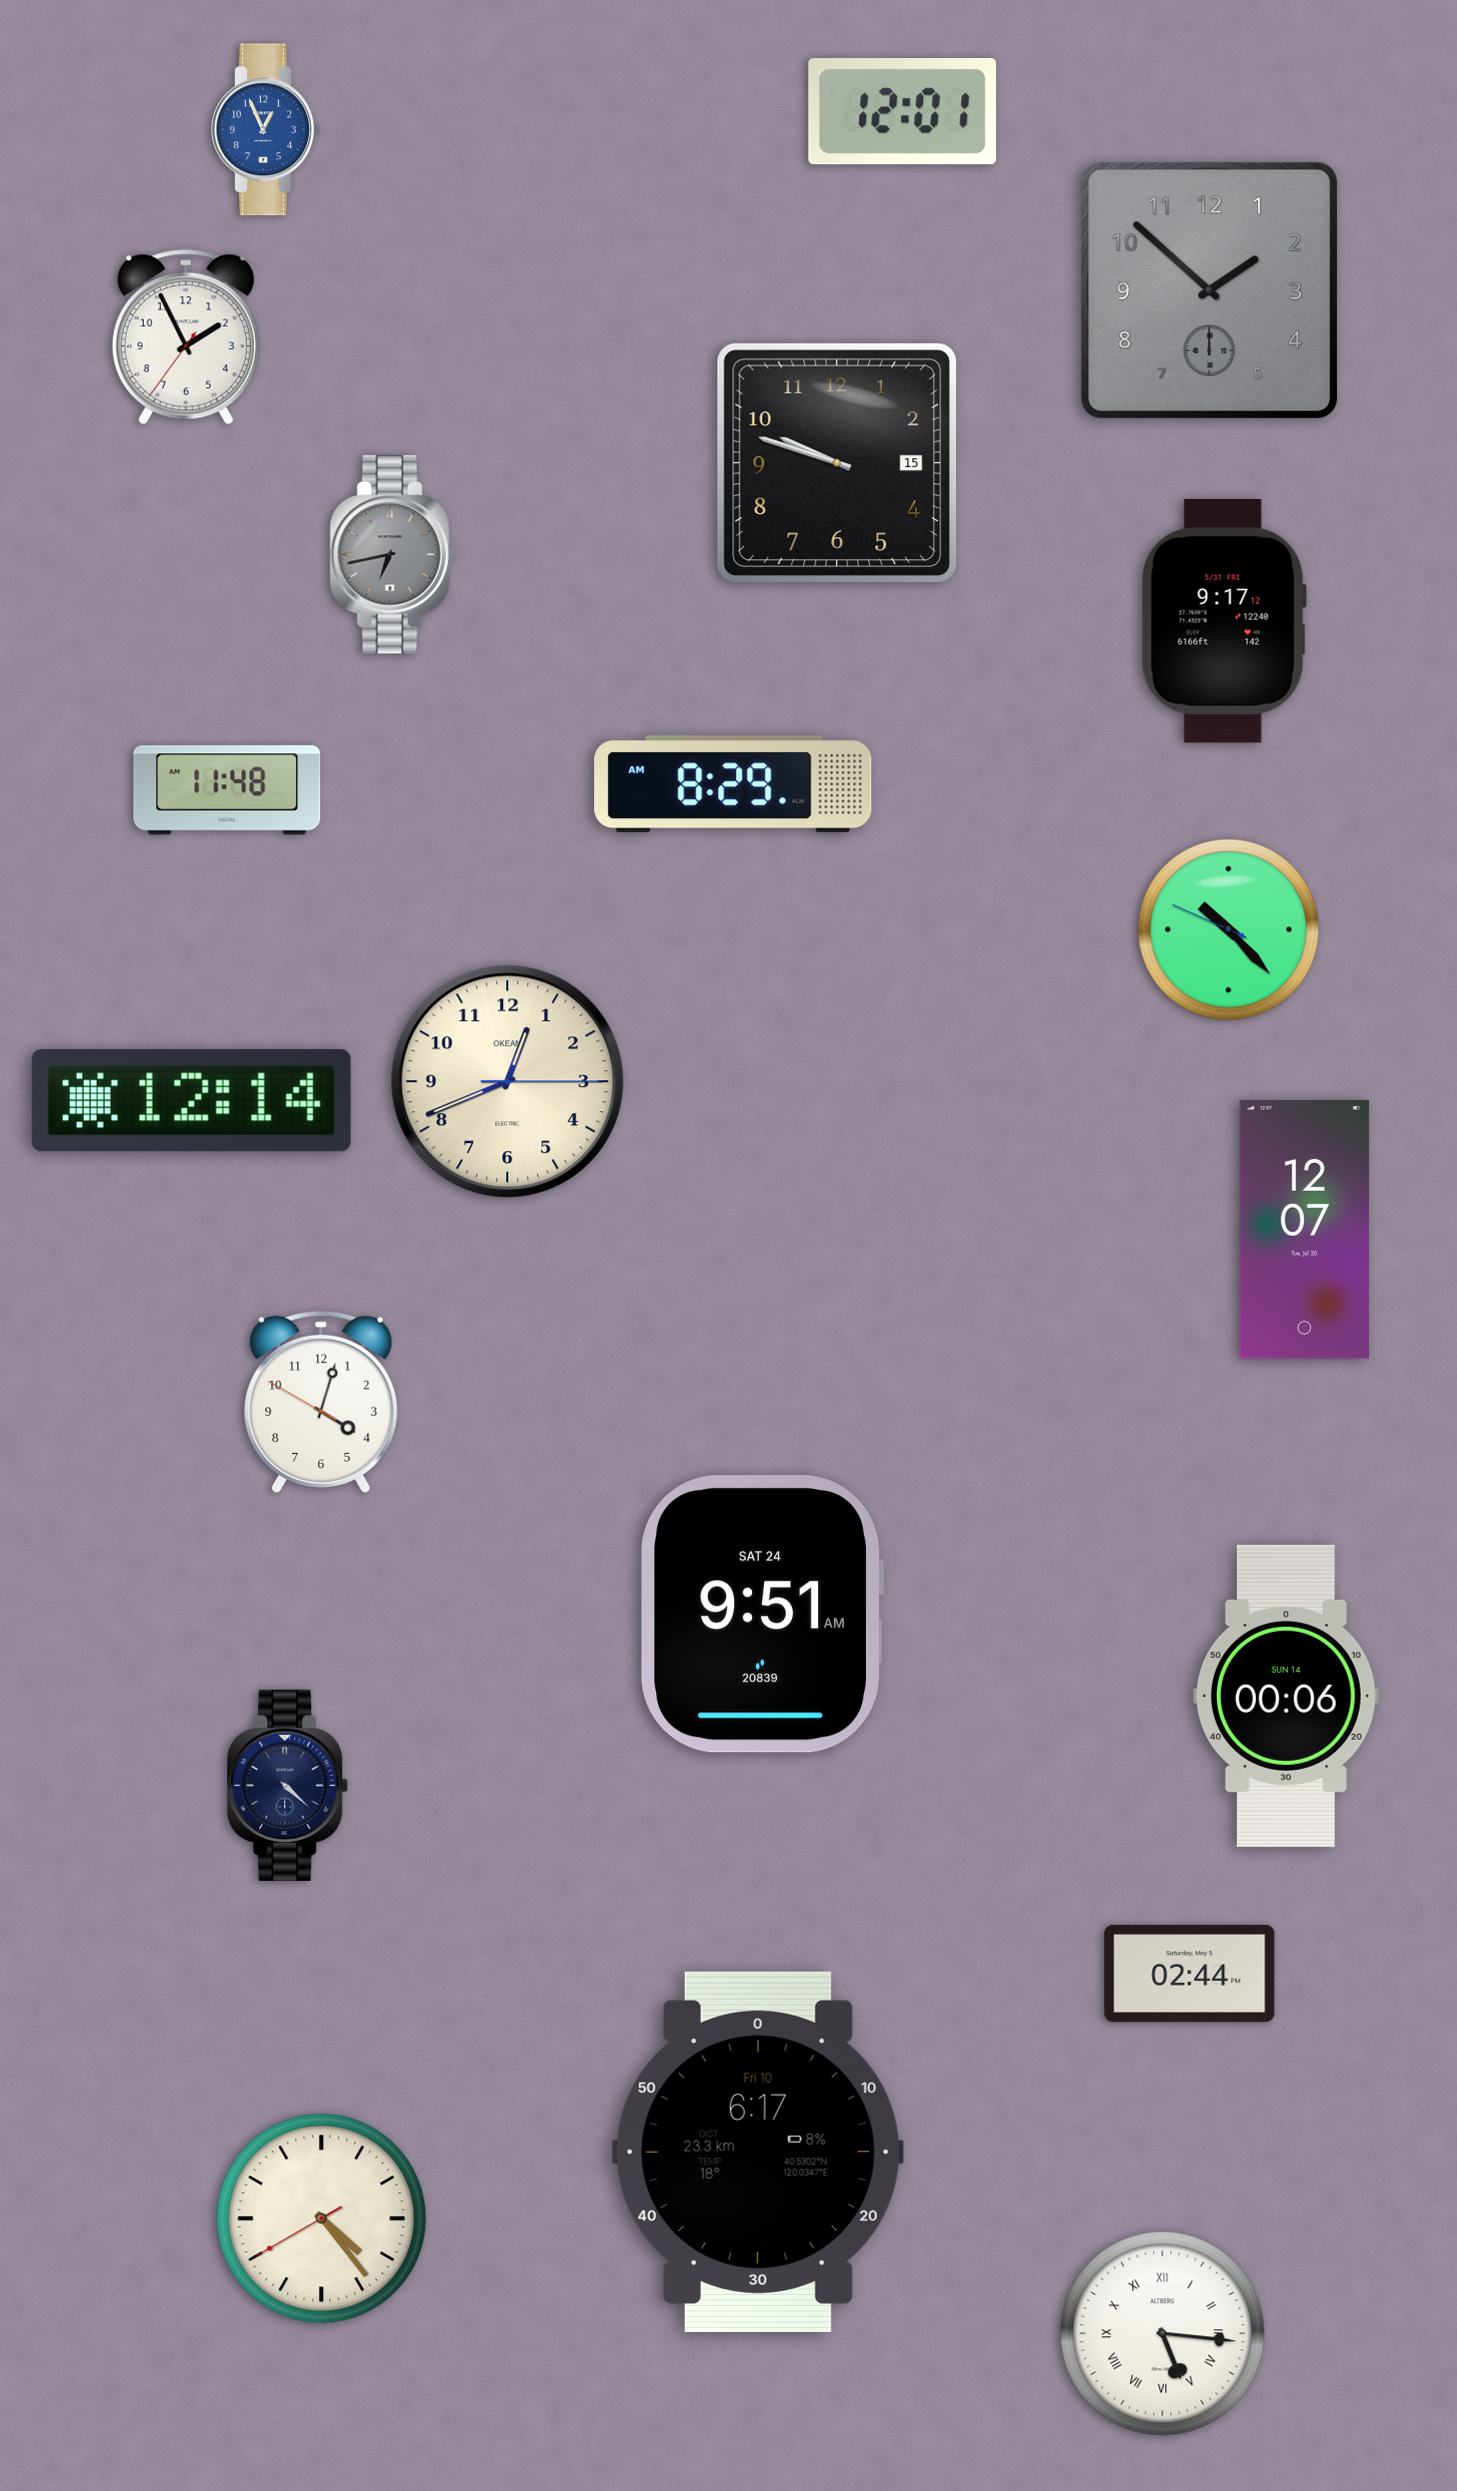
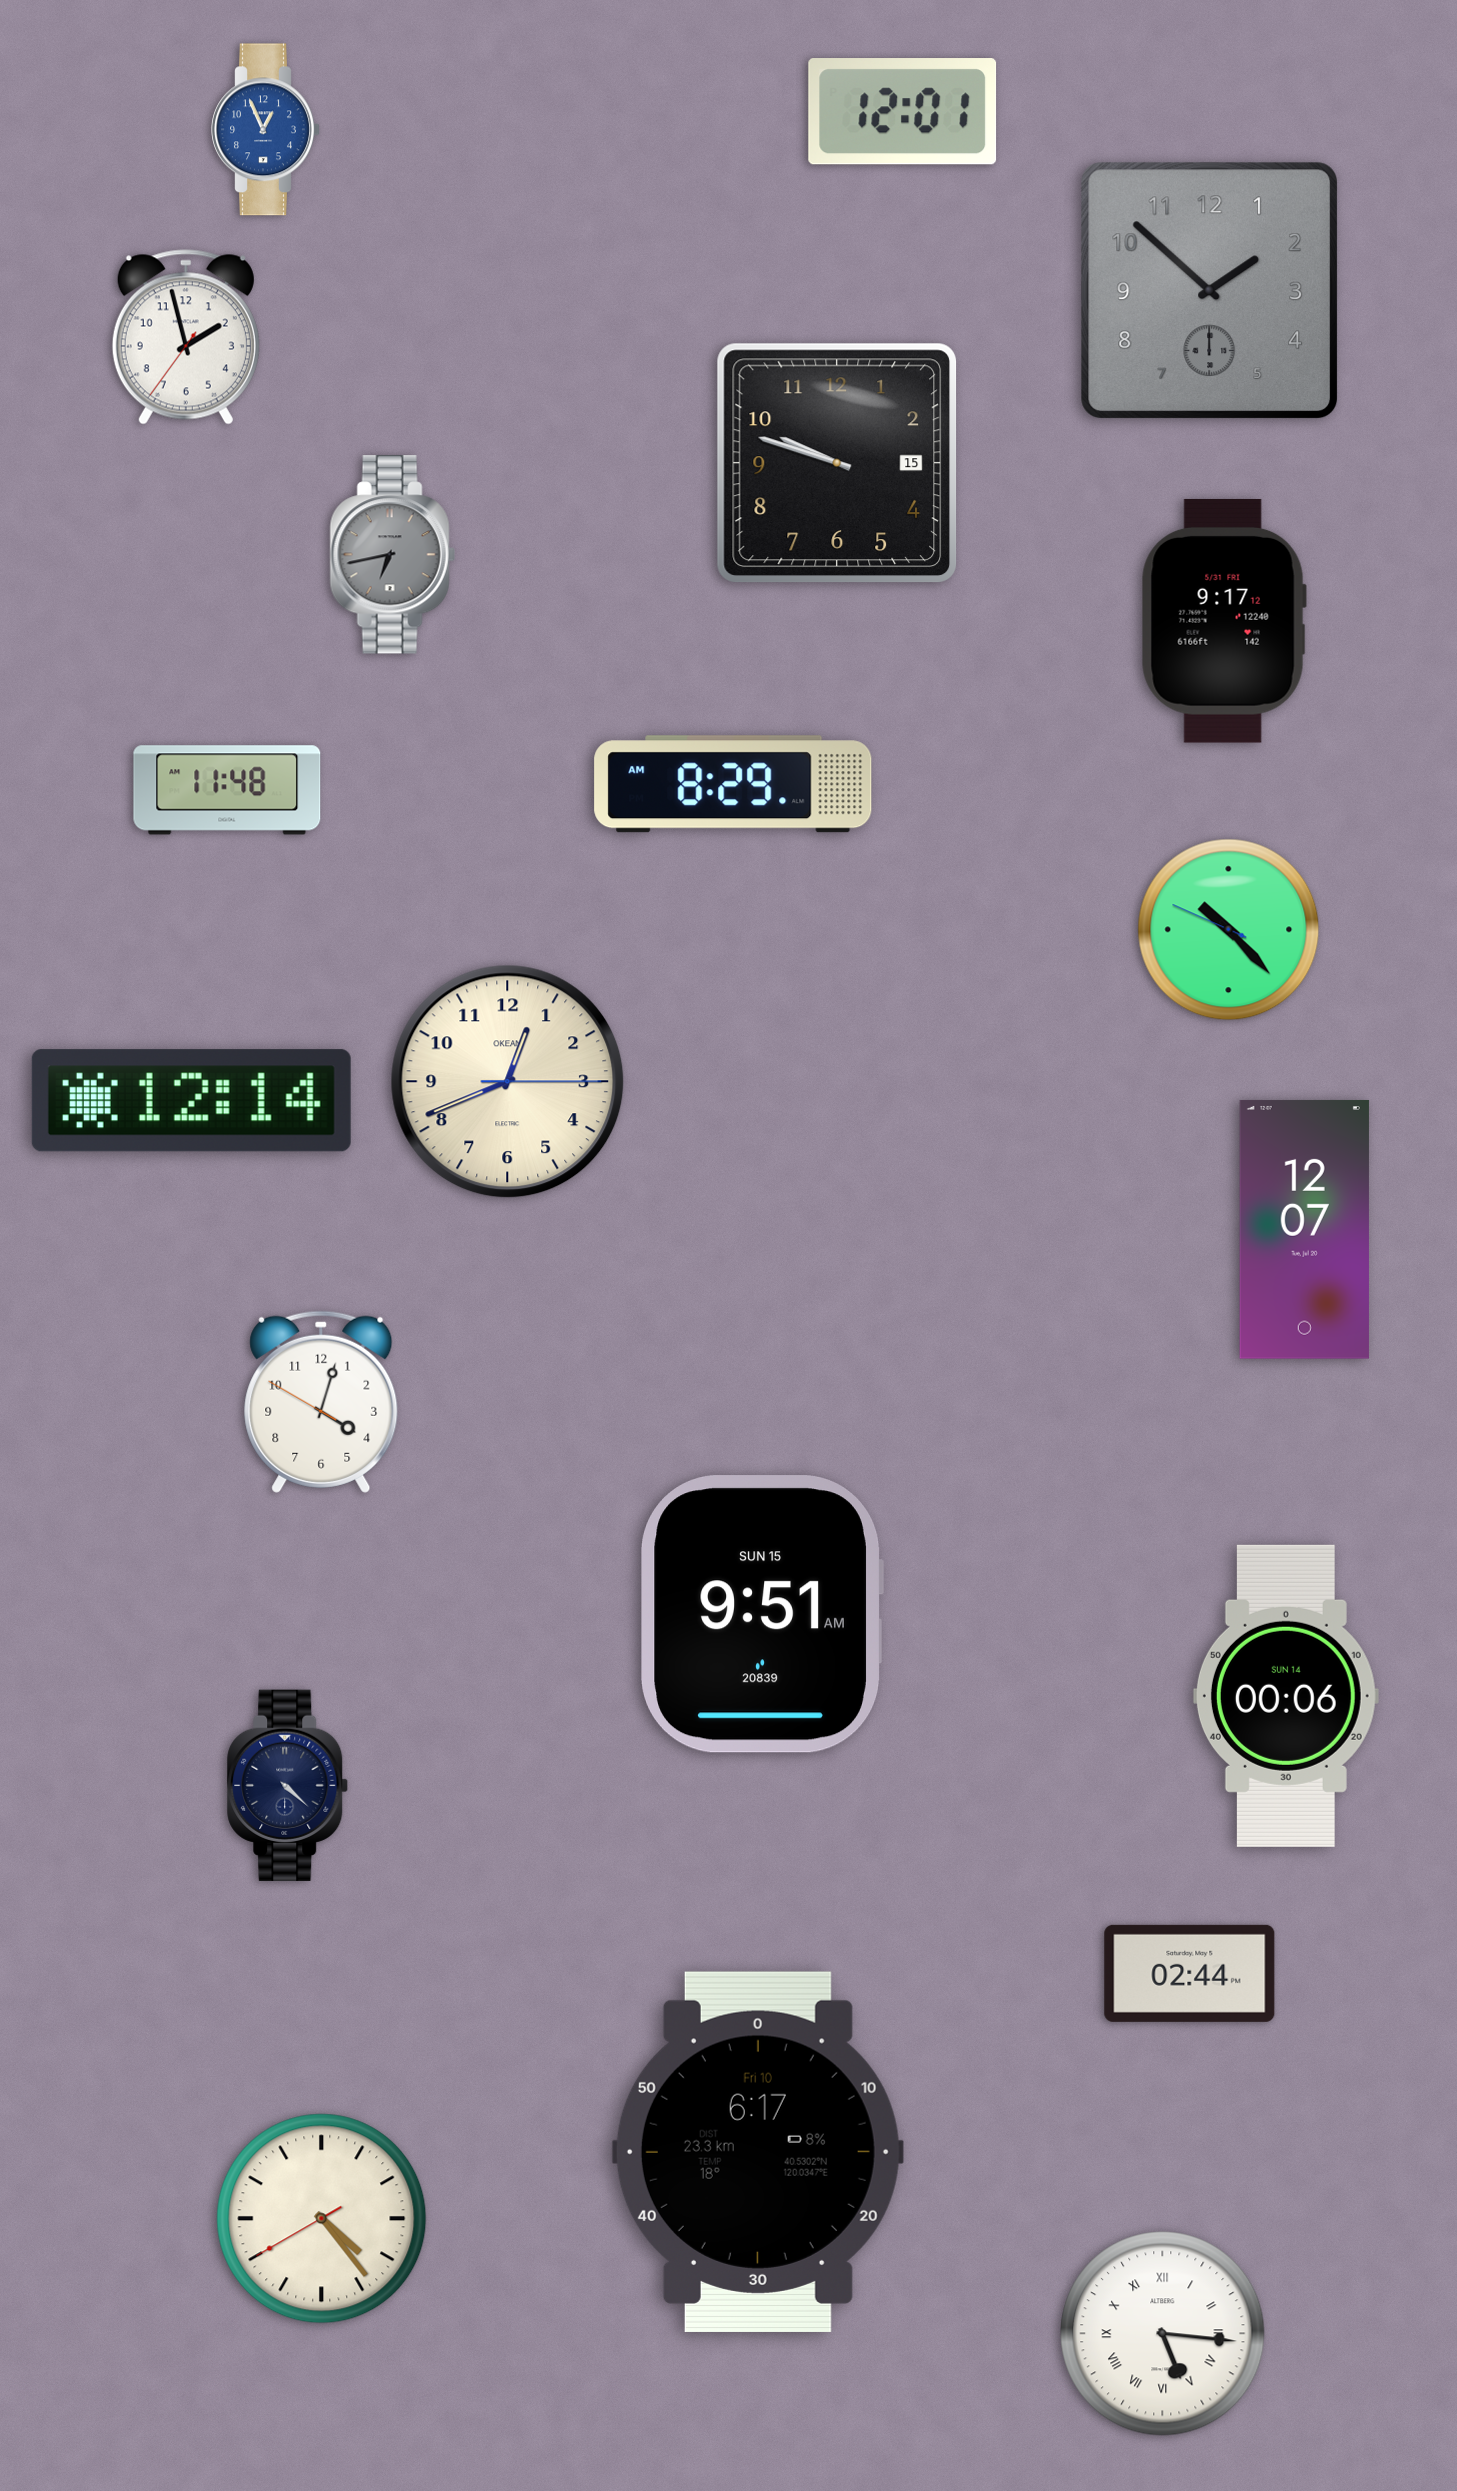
clock at (186, 337): 1:55 -> 1:57
clock at (762, 1614) date: SAT 24 -> SUN 15
